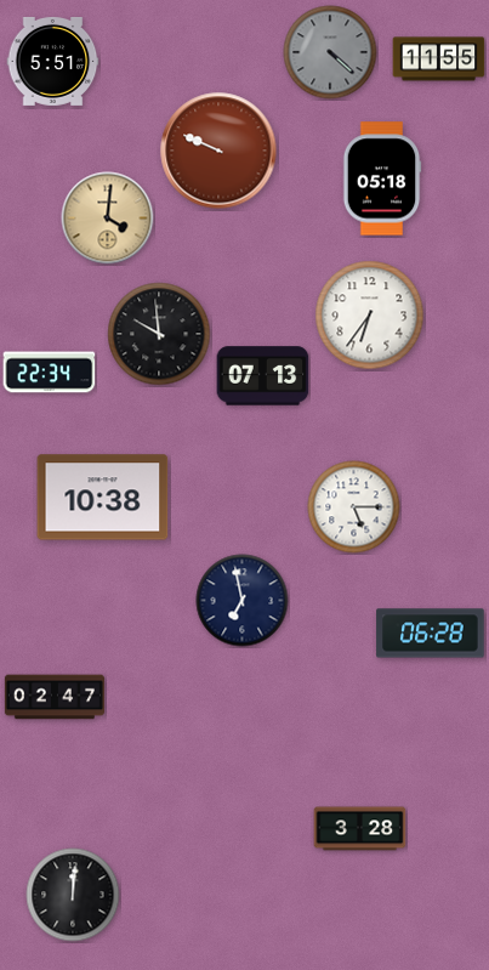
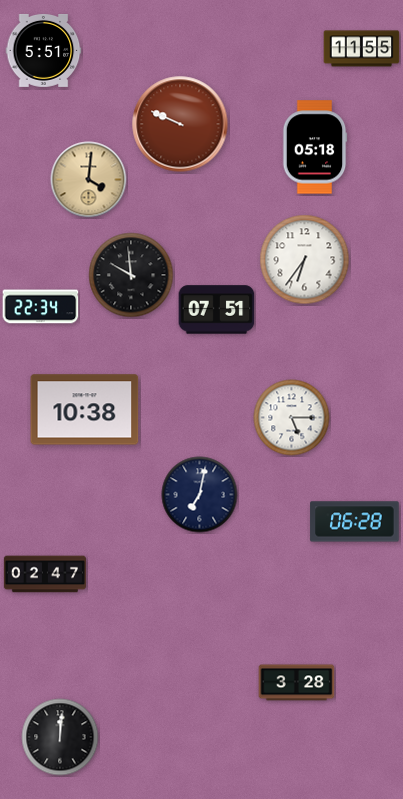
clock at (330, 52): 4:22 -> none
clock at (263, 376): 07:13 -> 07:51
clock at (243, 601): 6:58 -> 7:02
